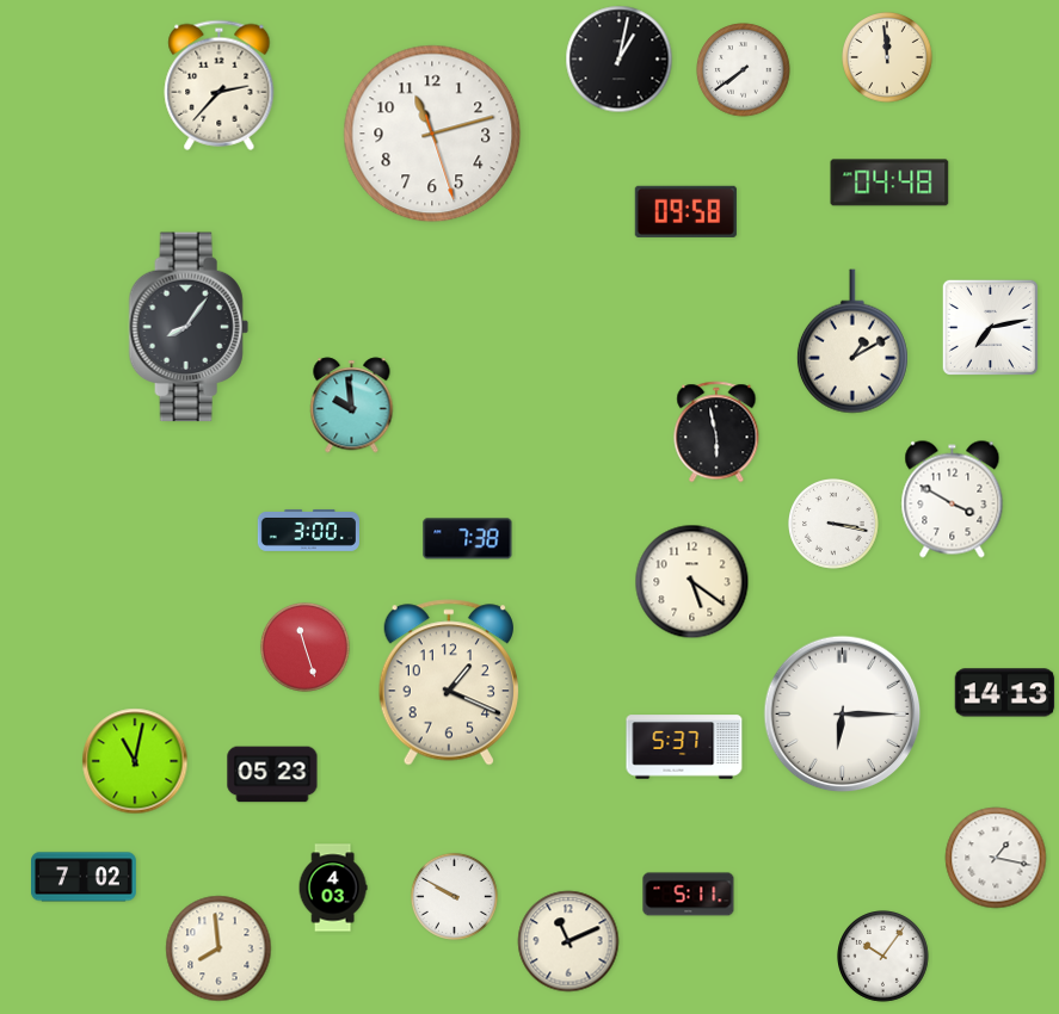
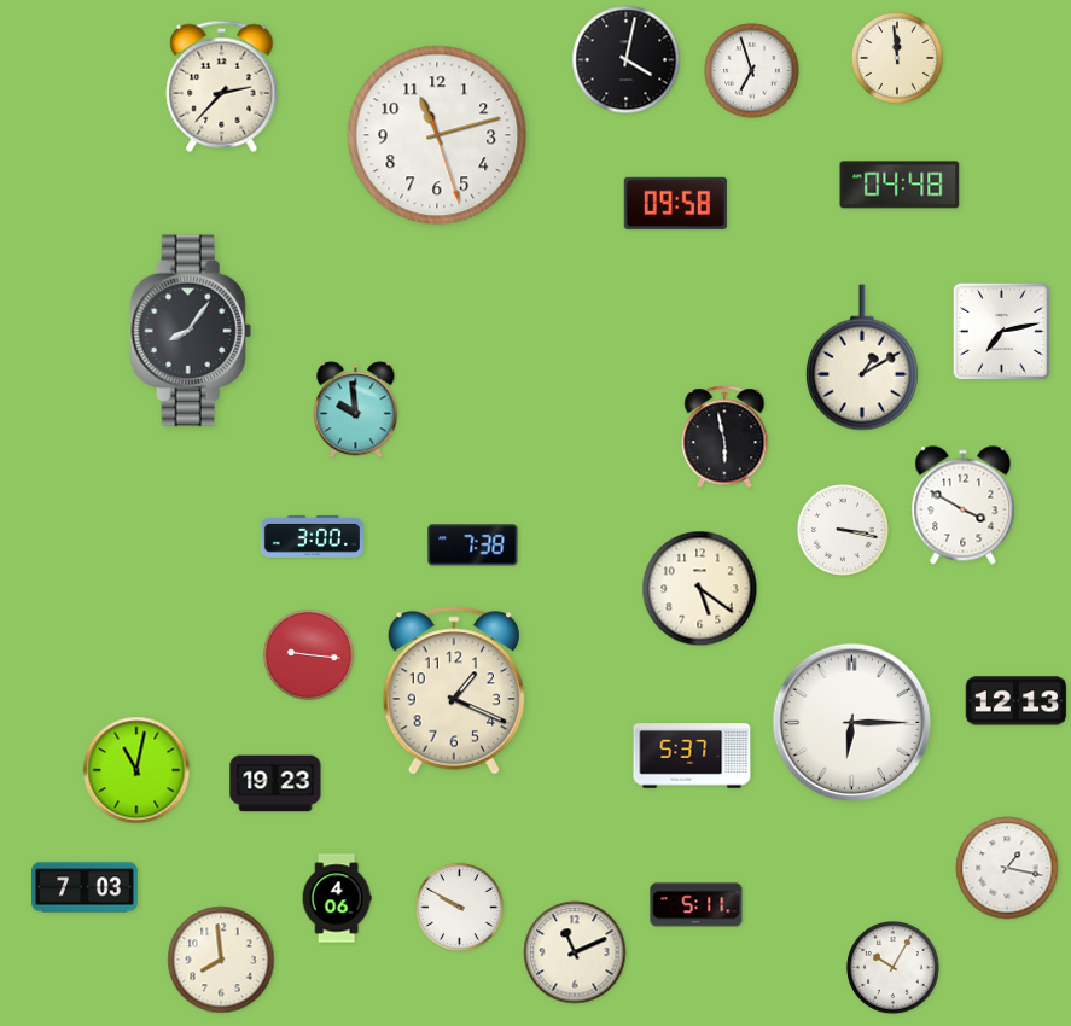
clock at (620, 60): 1:02 -> 4:02
clock at (744, 70): 7:39 -> 6:57
clock at (685, 211) position: (685, 211) -> (675, 203)
clock at (852, 341) position: (852, 341) -> (862, 357)
clock at (304, 647): 11:27 -> 9:16
clock at (1005, 693): 14:13 -> 12:13
clock at (272, 774): 05:23 -> 19:23
clock at (85, 877): 7:02 -> 7:03
clock at (333, 888): 4:03 -> 4:06
clock at (883, 957): 10:06 -> 10:05
